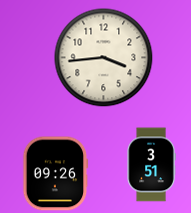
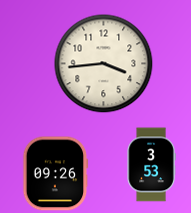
clock at (104, 58) position: (104, 58) -> (104, 64)
clock at (151, 165): 3:51 -> 3:53
